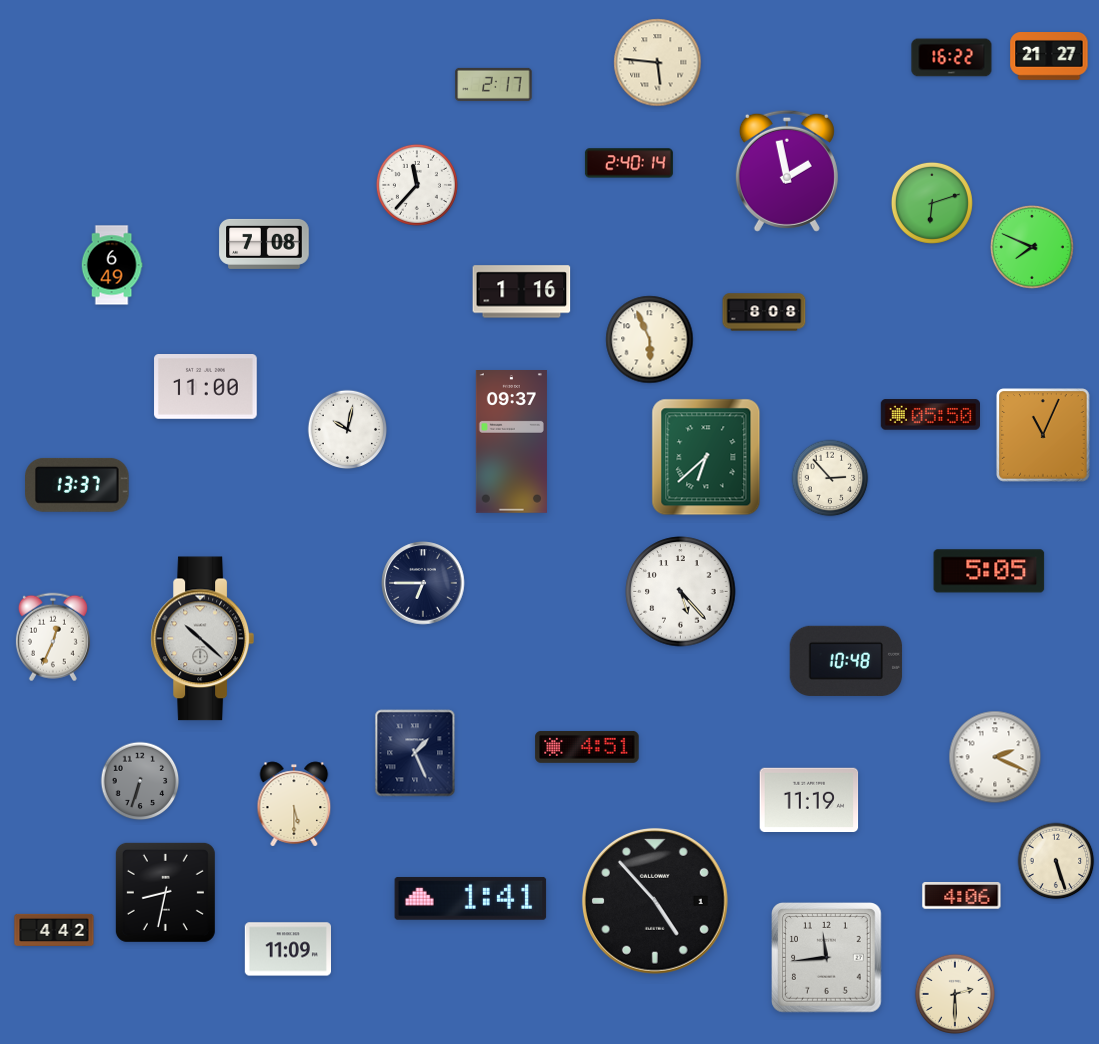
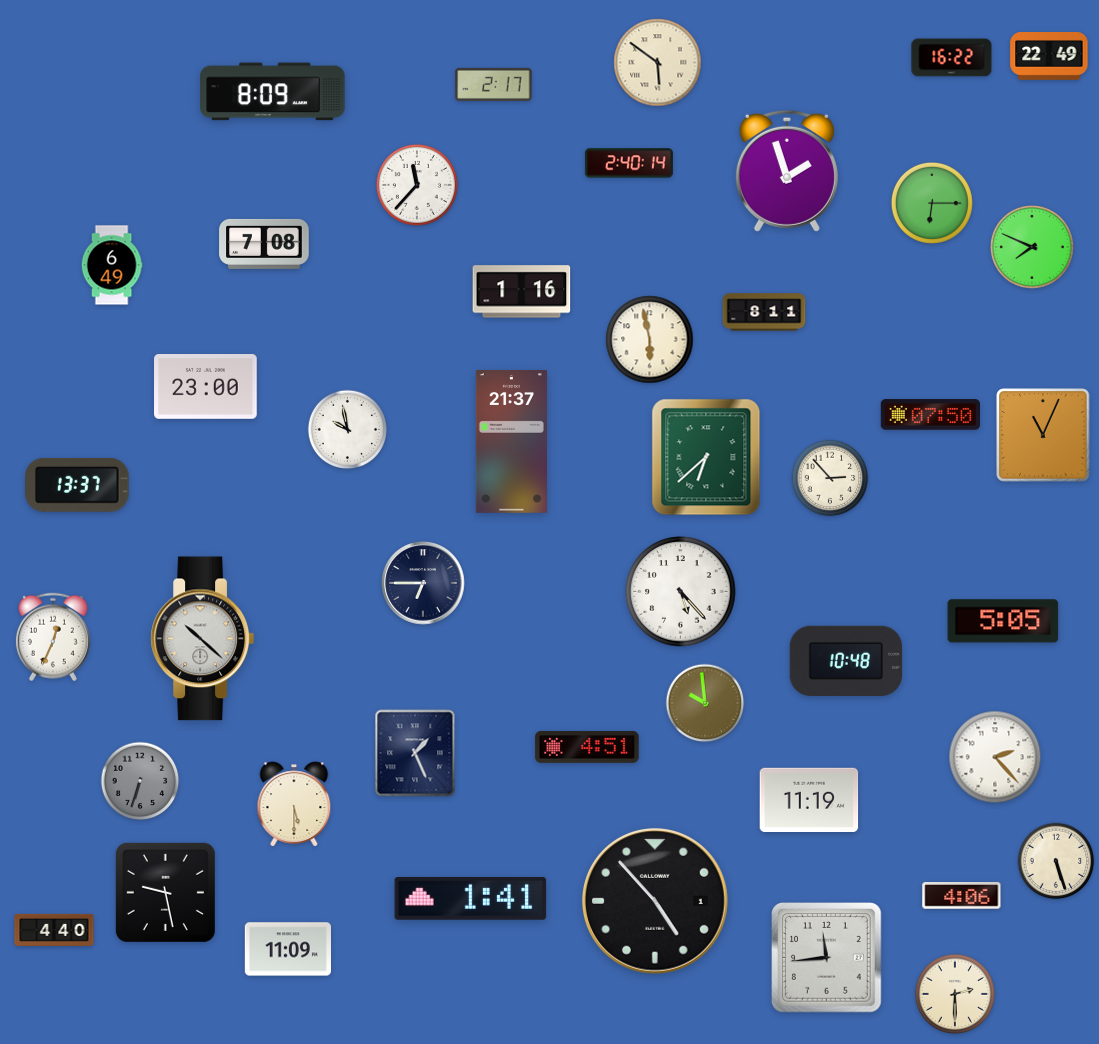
clock at (1049, 57): 21:27 -> 22:49
clock at (658, 63): 5:46 -> 5:51
clock at (273, 92): none -> 8:09
clock at (787, 171): 1:58 -> 1:57
clock at (932, 203): 6:12 -> 6:15
clock at (764, 312): 8:08 -> 8:11
clock at (650, 340): 5:56 -> 5:58
clock at (206, 387): 11:00 -> 23:00
clock at (931, 415): 05:50 -> 07:50
clock at (348, 430): 10:02 -> 9:58
clock at (511, 442): 09:37 -> 21:37
clock at (989, 571) position: (989, 571) -> (1003, 621)
clock at (705, 703): none -> 9:59
clock at (995, 757): 2:19 -> 2:23
clock at (165, 892): 8:32 -> 9:28
clock at (54, 930): 4:42 -> 4:40
